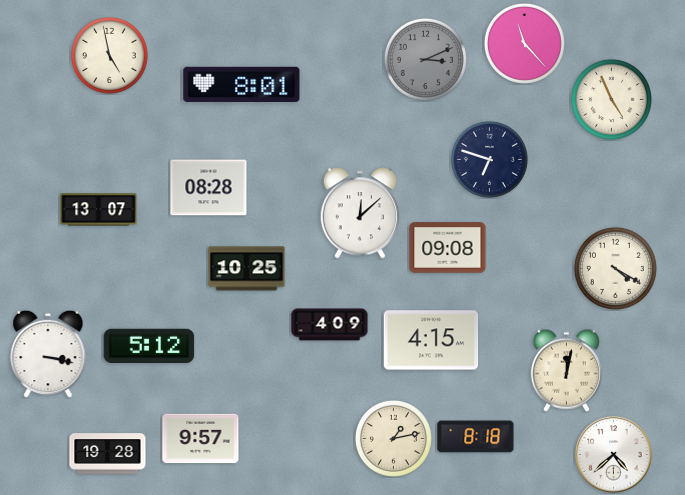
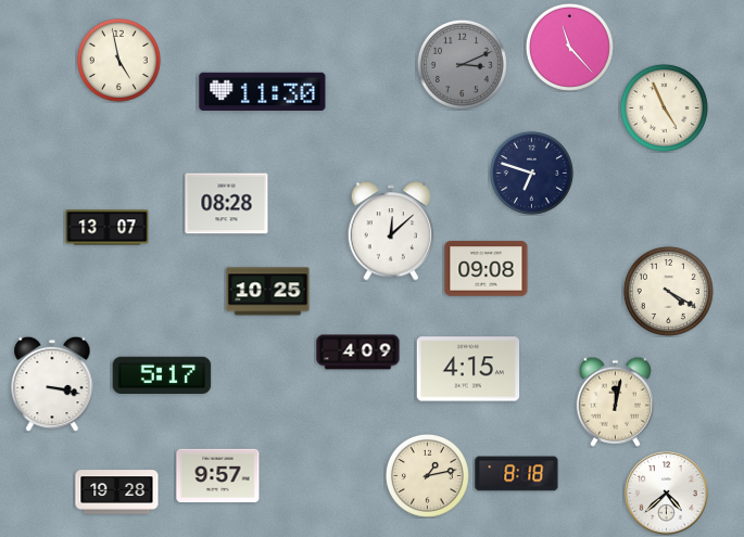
clock at (242, 84): 8:01 -> 11:30
clock at (149, 345): 5:12 -> 5:17
